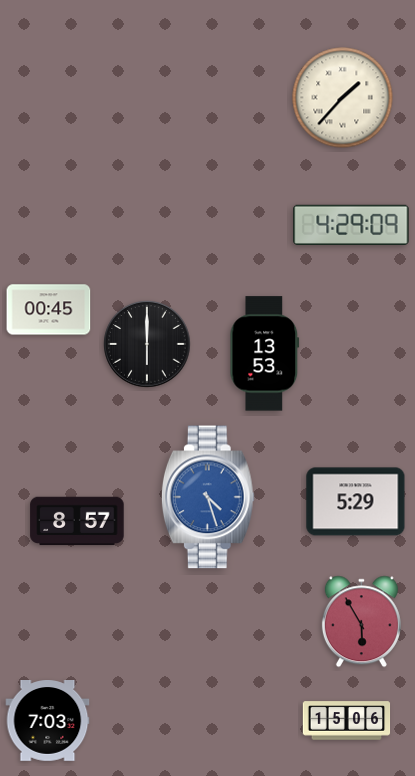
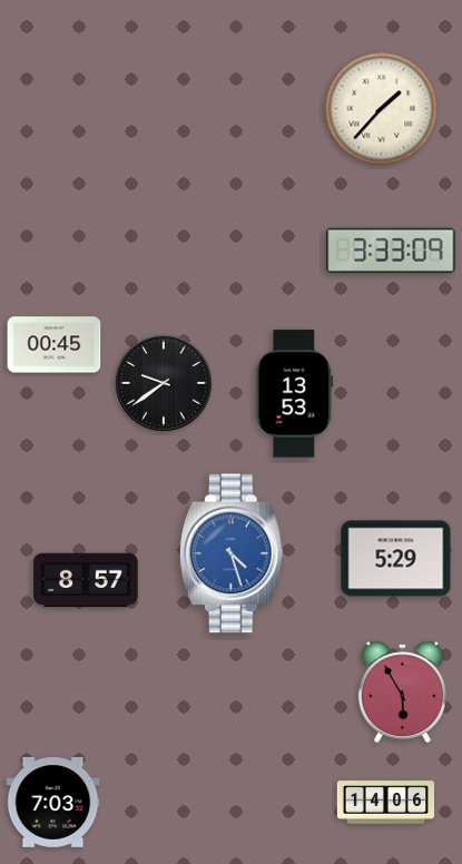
clock at (351, 225): 4:29 -> 3:33
clock at (147, 344): 6:00 -> 9:39
clock at (347, 721): 15:06 -> 14:06
